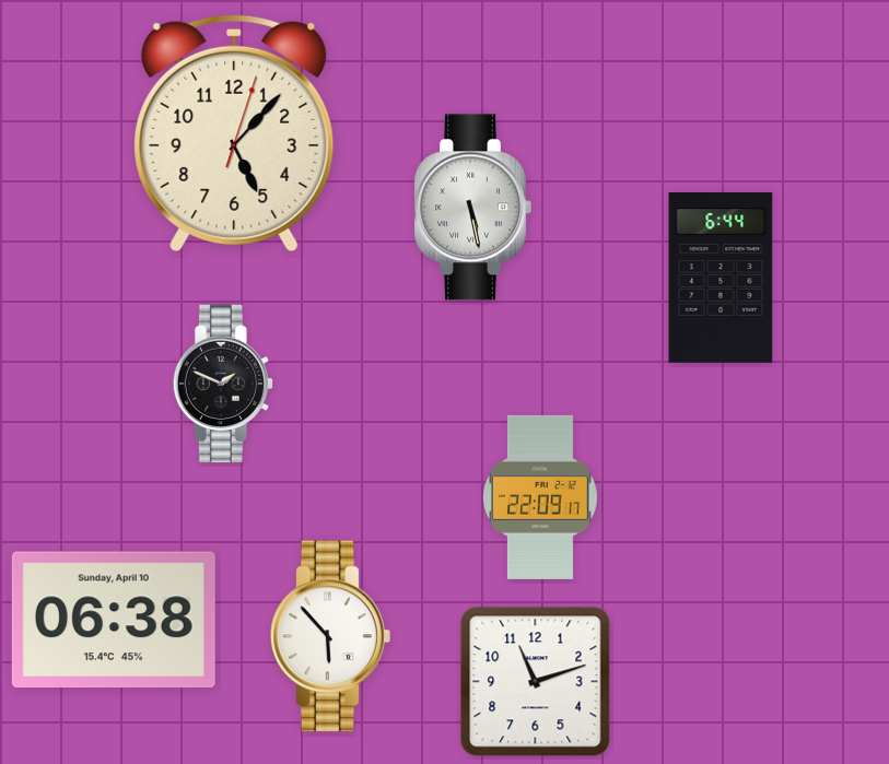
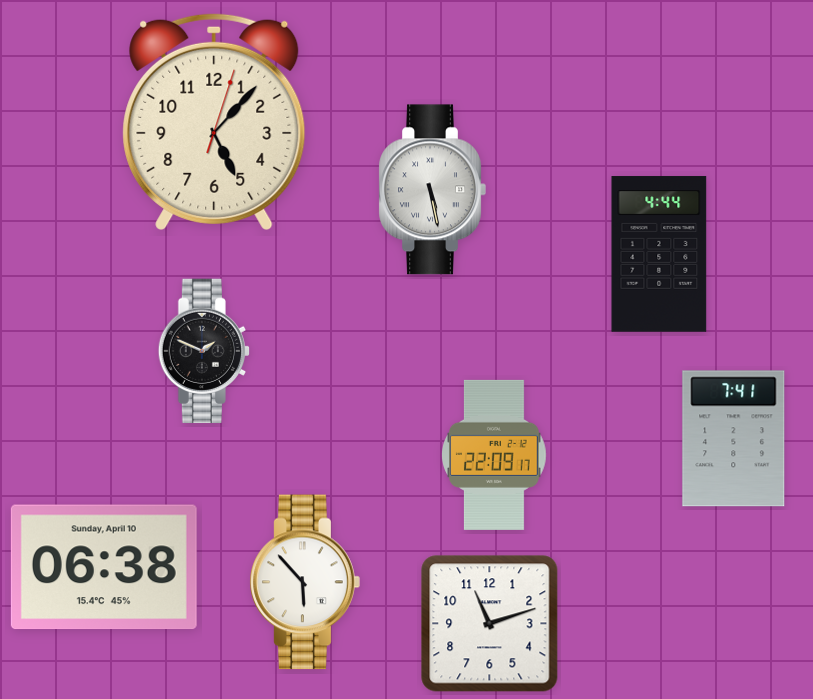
clock at (721, 278): 6:44 -> 4:44
clock at (734, 439): none -> 7:41
clock at (330, 636) position: (330, 636) -> (305, 582)
